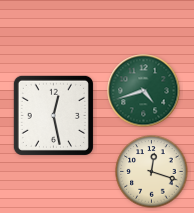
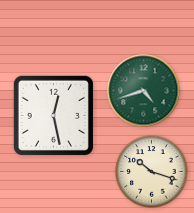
clock at (152, 172): 12:18 -> 10:18
